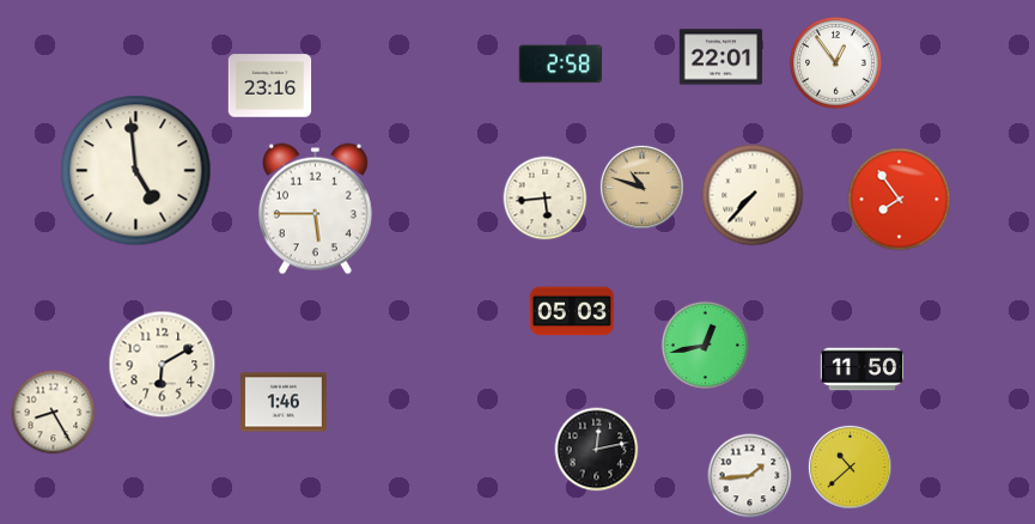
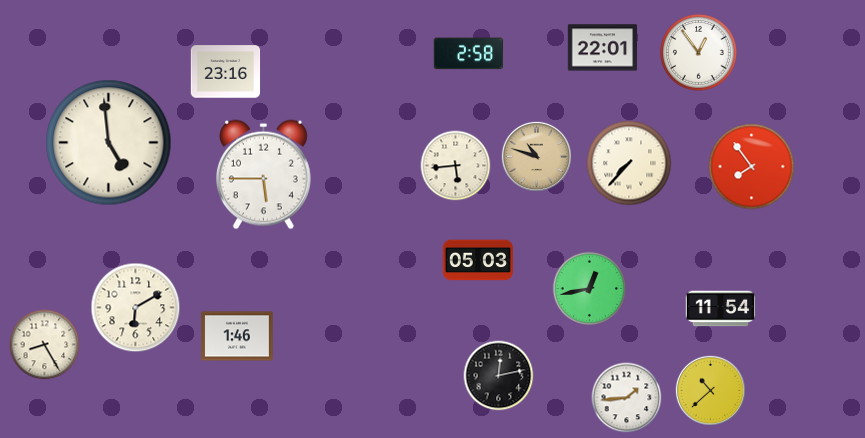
clock at (136, 171) position: (136, 171) -> (109, 143)
clock at (163, 365) position: (163, 365) -> (136, 308)
clock at (863, 370): 11:50 -> 11:54
